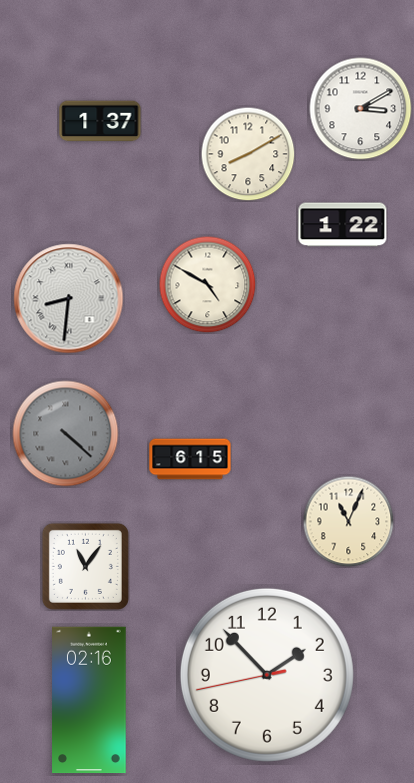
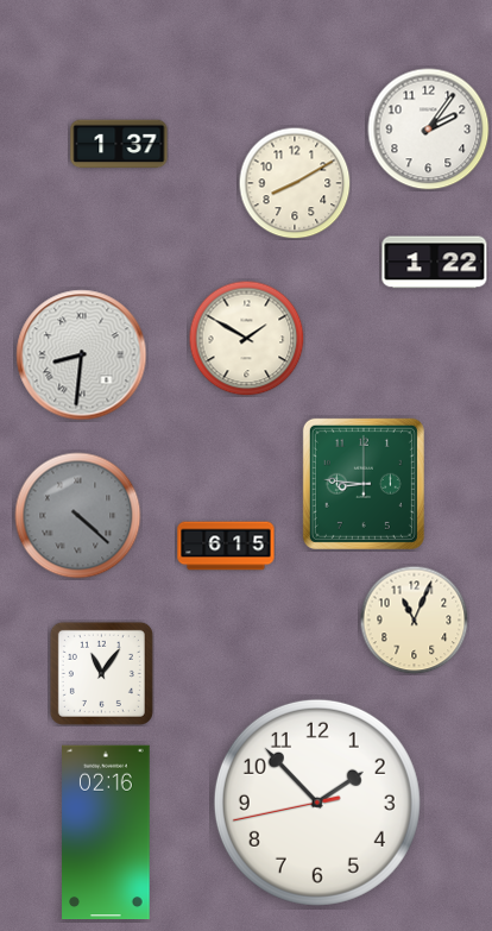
clock at (361, 109): 3:10 -> 2:06
clock at (343, 225) position: (343, 225) -> (435, 263)
clock at (207, 284): 4:50 -> 1:50
clock at (364, 484): none -> 8:46
